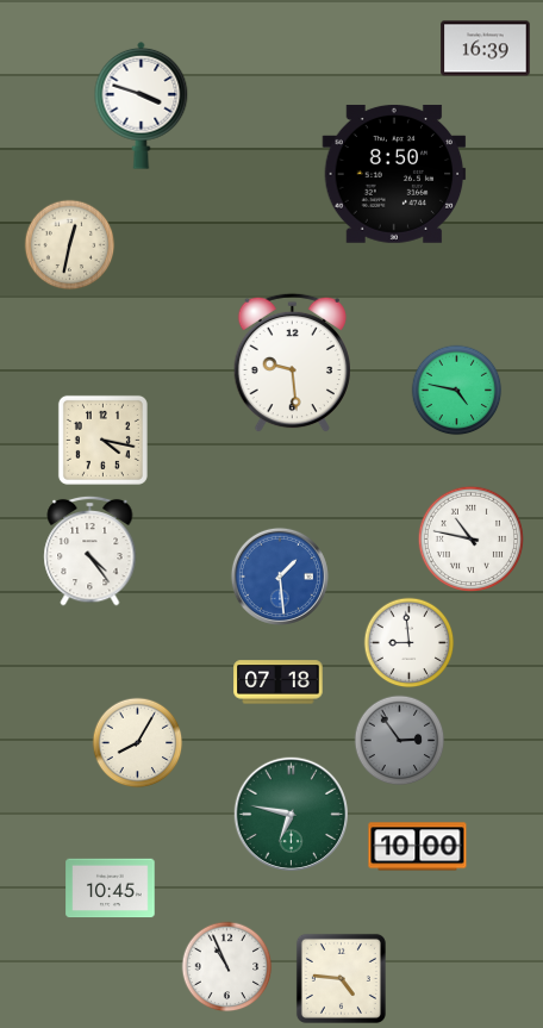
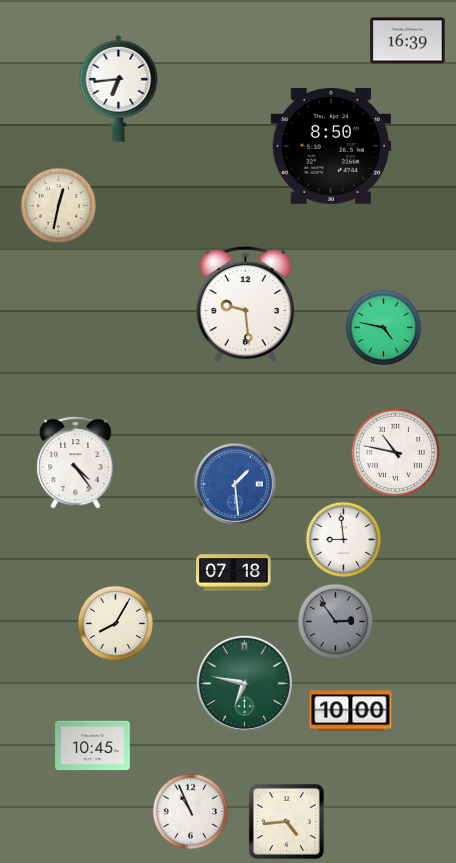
clock at (142, 105): 3:48 -> 6:44
clock at (102, 440): 4:17 -> none
clock at (341, 978): 4:46 -> 4:44
